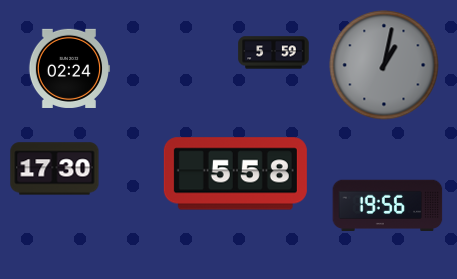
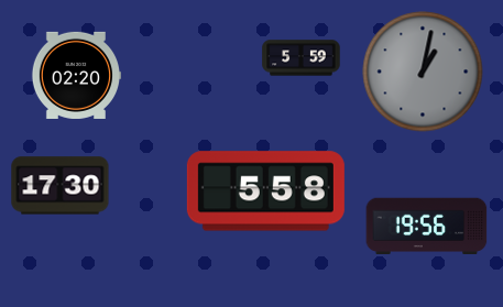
clock at (68, 68): 02:24 -> 02:20
clock at (235, 174) position: (235, 174) -> (265, 191)
